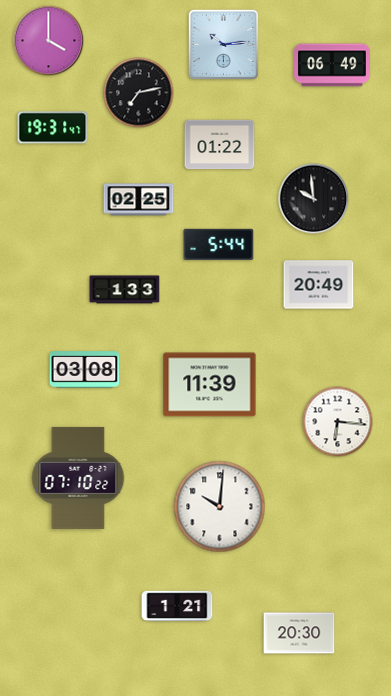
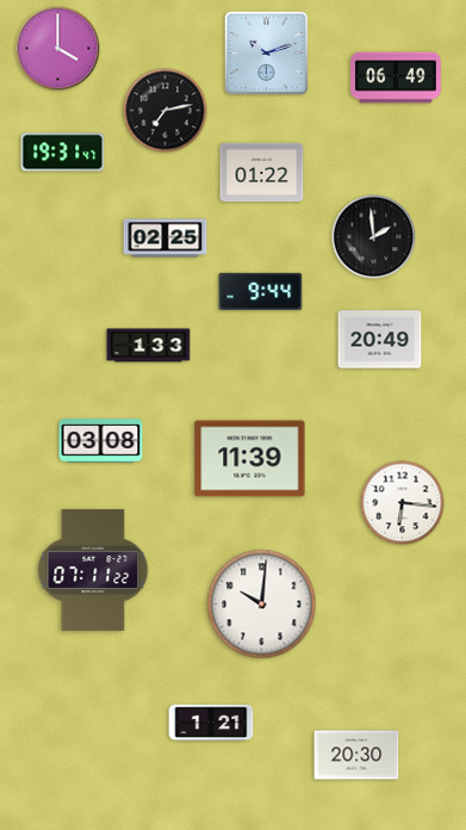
clock at (224, 45): 10:14 -> 10:12
clock at (314, 199): 9:59 -> 1:59
clock at (219, 244): 5:44 -> 9:44
clock at (78, 478): 07:10 -> 07:11
